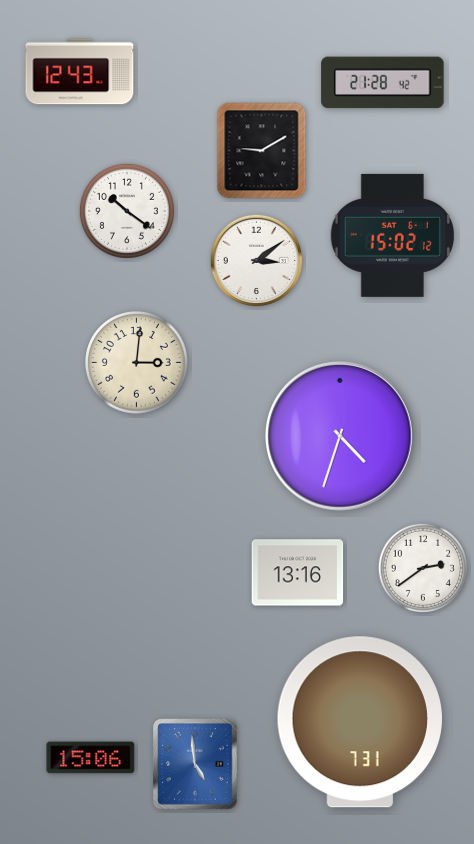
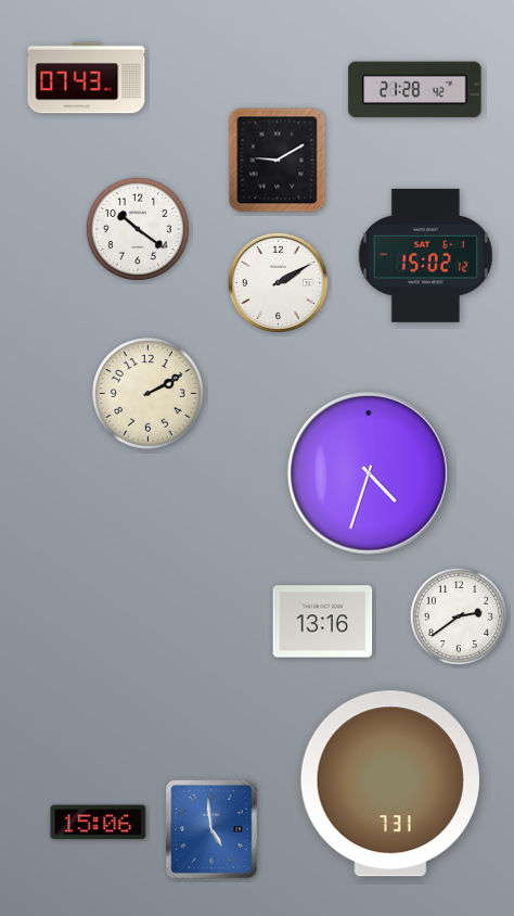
clock at (80, 72): 12:43 -> 07:43
clock at (262, 151) position: (262, 151) -> (278, 161)
clock at (256, 260): 3:09 -> 2:10
clock at (137, 363): 3:01 -> 2:10
